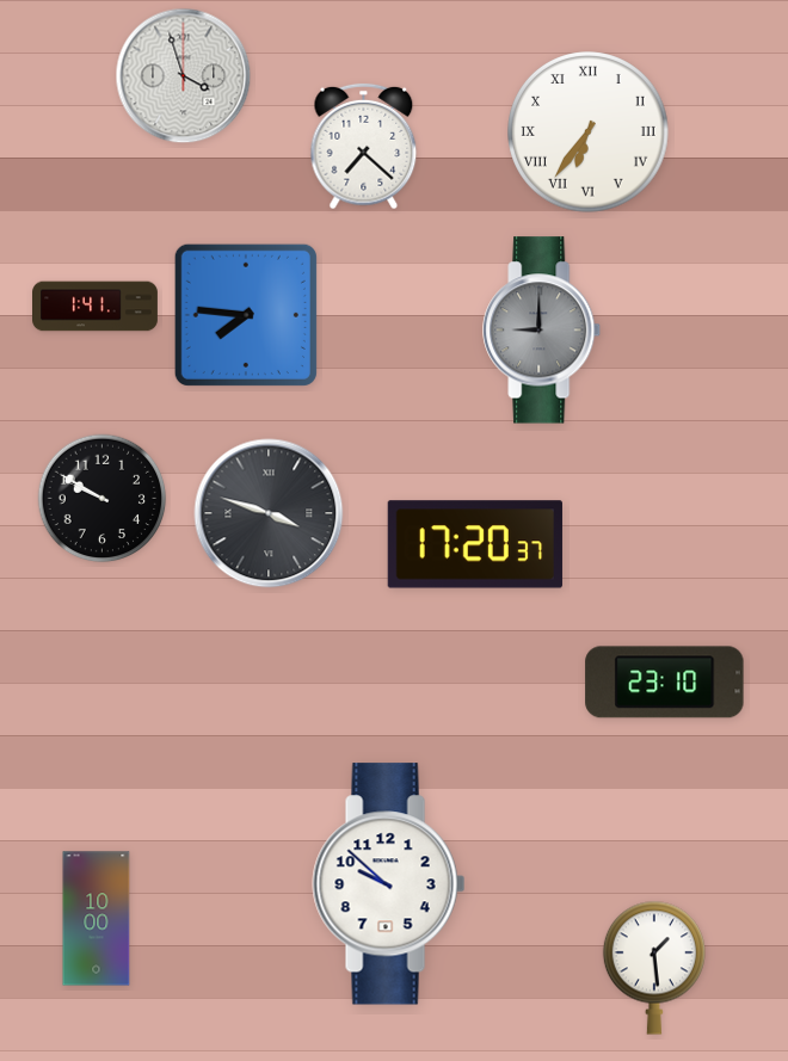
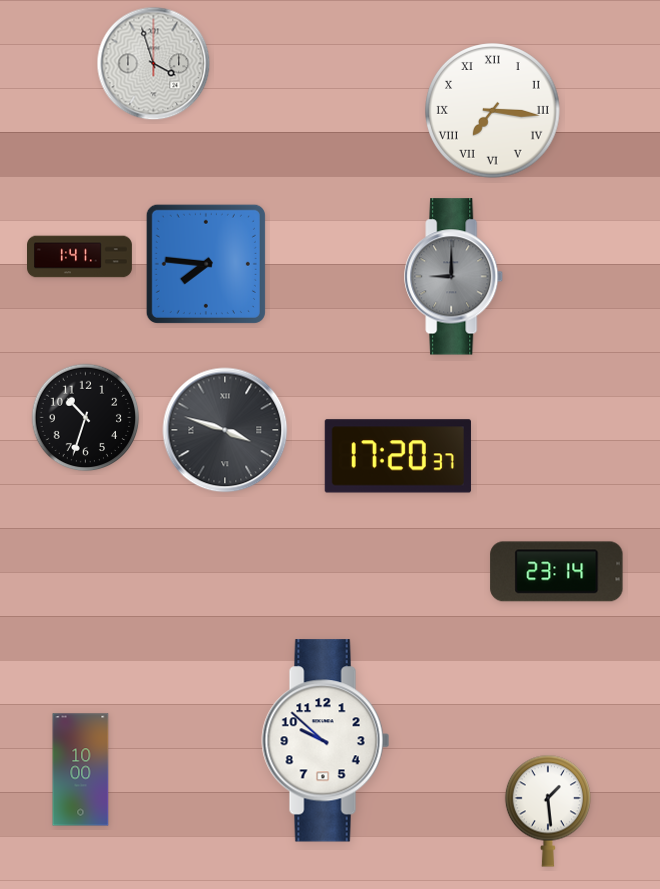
clock at (589, 132): 6:36 -> 7:16
clock at (364, 147): 7:22 -> none
clock at (103, 499): 9:50 -> 10:33
clock at (665, 683): 23:10 -> 23:14
